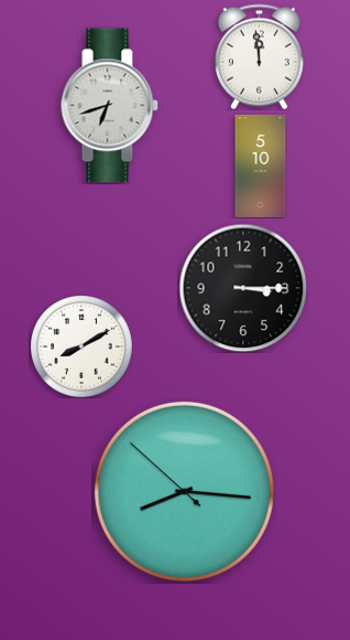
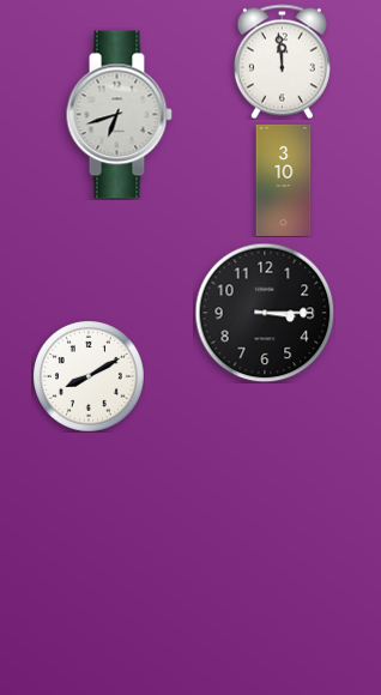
clock at (261, 166): 5:10 -> 3:10
clock at (184, 491): 8:15 -> none
